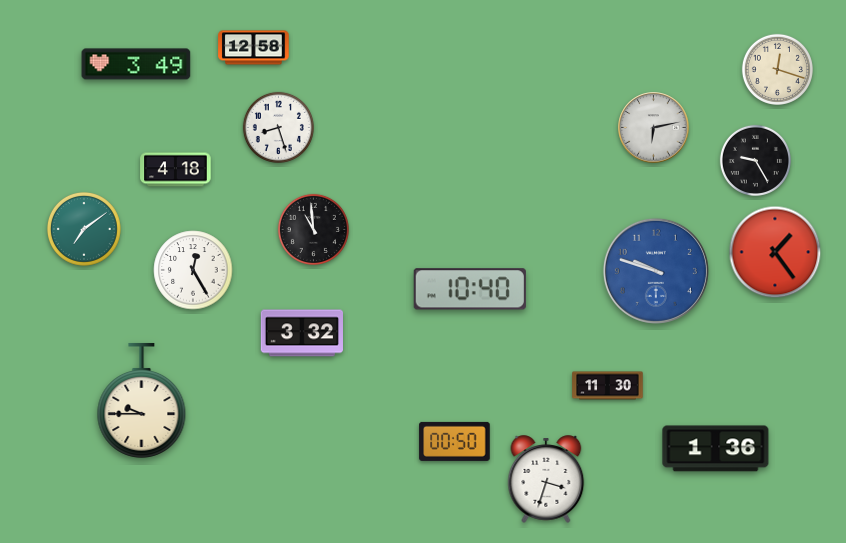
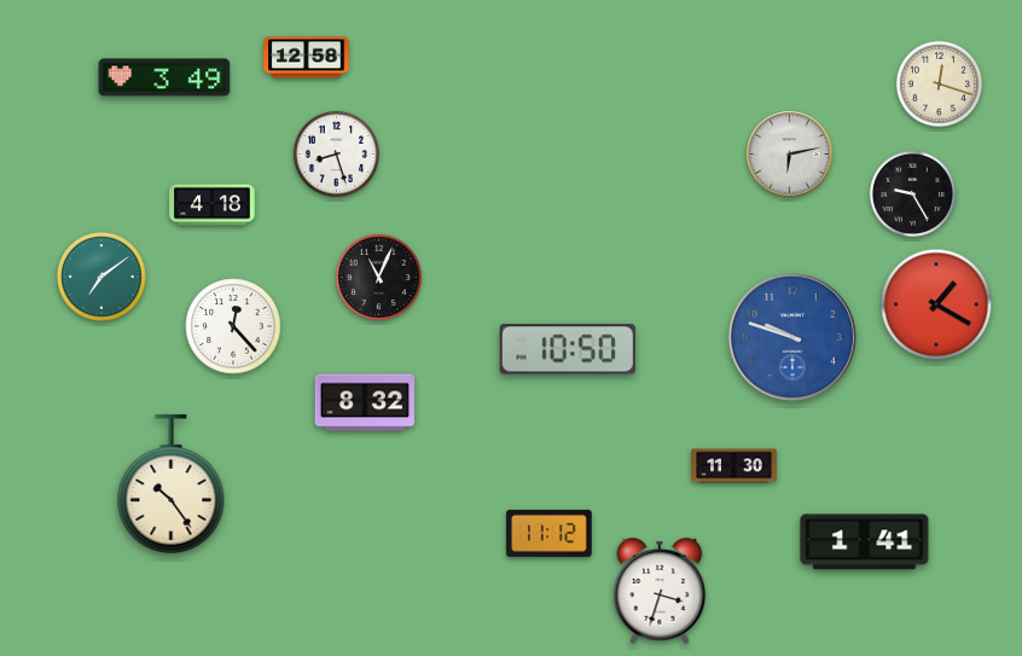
clock at (313, 229): 10:59 -> 11:04
clock at (775, 252): 1:24 -> 1:20
clock at (193, 270): 12:25 -> 12:23
clock at (656, 271) position: (656, 271) -> (792, 337)
clock at (470, 289): 10:40 -> 10:50
clock at (301, 333): 3:32 -> 8:32
clock at (142, 400): 9:45 -> 10:24
clock at (455, 441): 00:50 -> 11:12
clock at (716, 449): 1:36 -> 1:41
clock at (546, 479) position: (546, 479) -> (660, 591)
